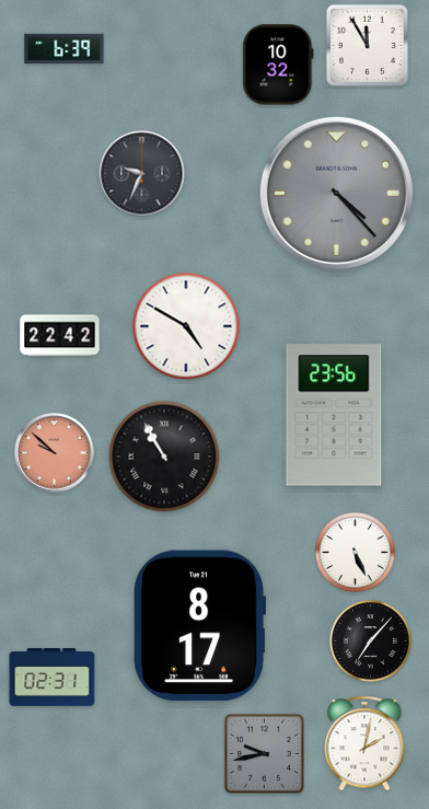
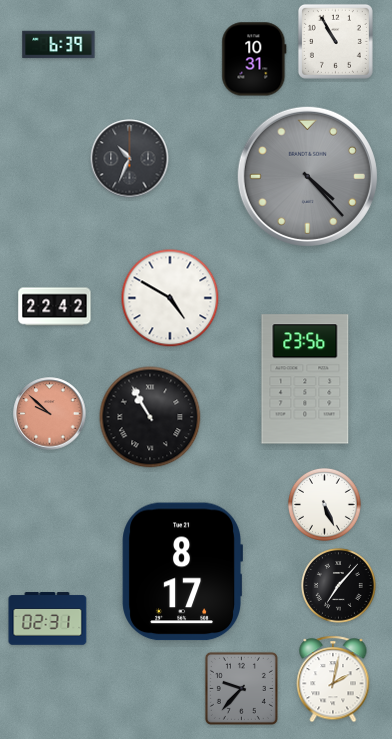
clock at (367, 45): 11:55 -> 10:55
clock at (278, 65): 10:32 -> 10:31
clock at (142, 174): 9:34 -> 10:34
clock at (264, 753): 9:43 -> 9:37
